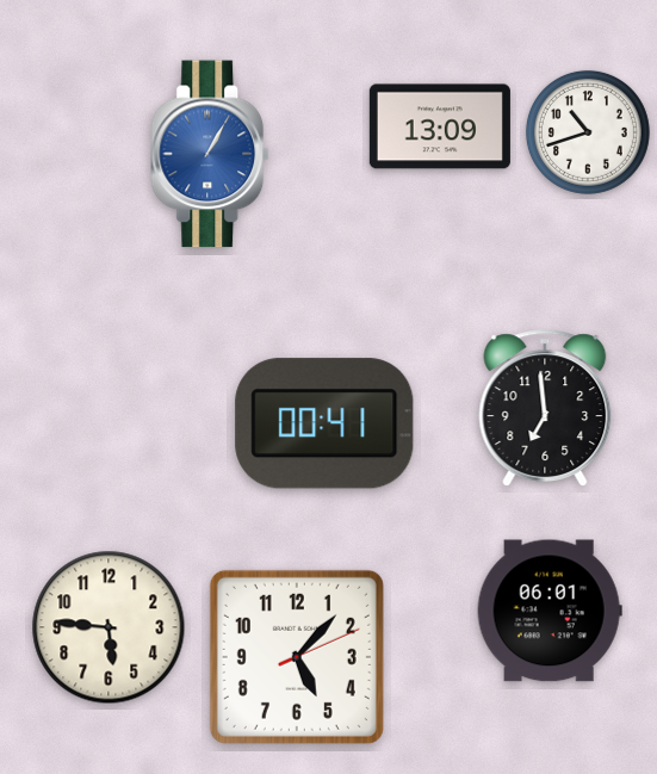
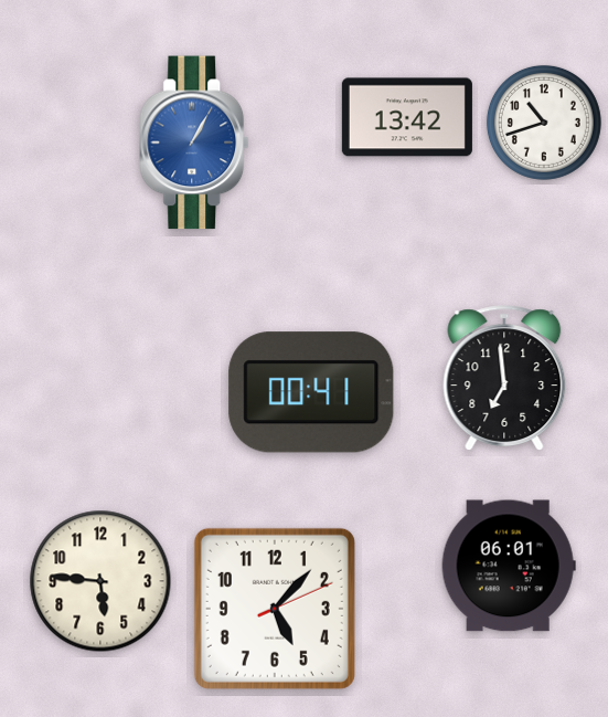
clock at (440, 126): 13:09 -> 13:42
clock at (324, 423) position: (324, 423) -> (311, 392)
